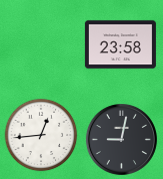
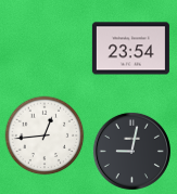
clock at (120, 45): 23:58 -> 23:54
clock at (41, 135) position: (41, 135) -> (45, 135)
